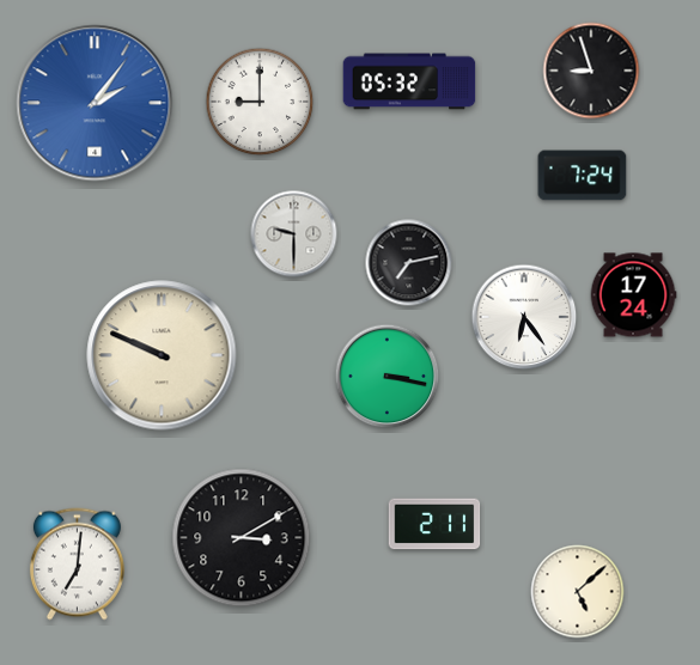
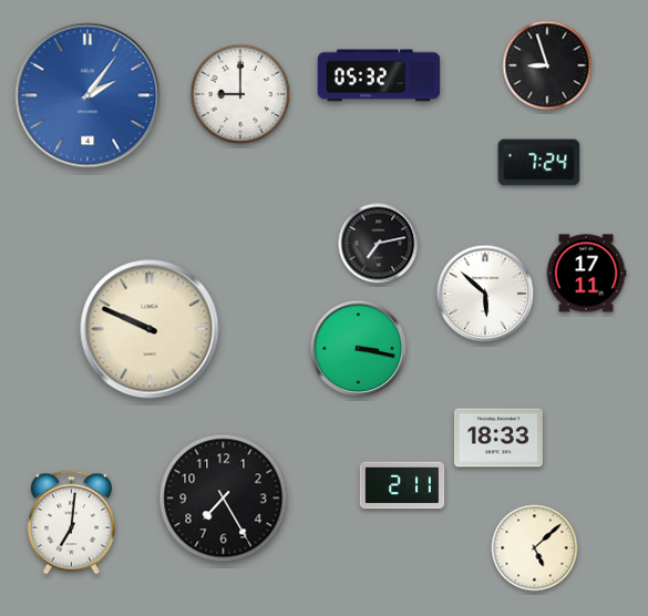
clock at (294, 234): 9:30 -> none
clock at (633, 295): 17:24 -> 17:11
clock at (524, 317): 6:24 -> 5:52
clock at (498, 438): none -> 18:33
clock at (242, 538): 3:10 -> 7:25
